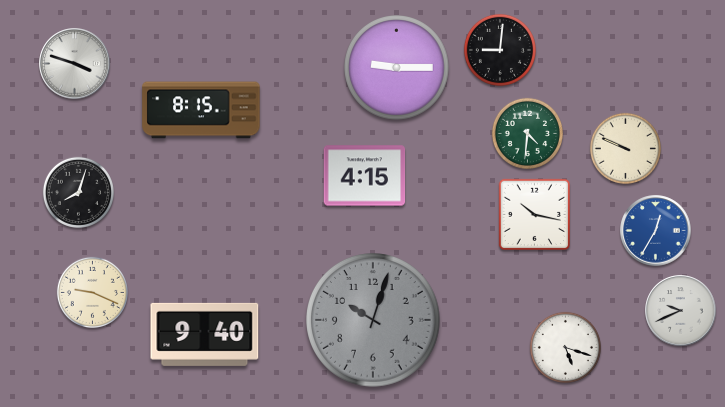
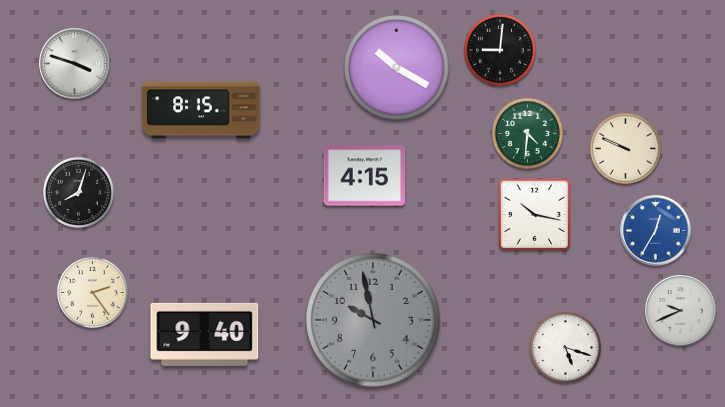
clock at (397, 68): 9:15 -> 10:20
clock at (92, 292): 9:19 -> 2:24
clock at (374, 321): 10:03 -> 9:58
